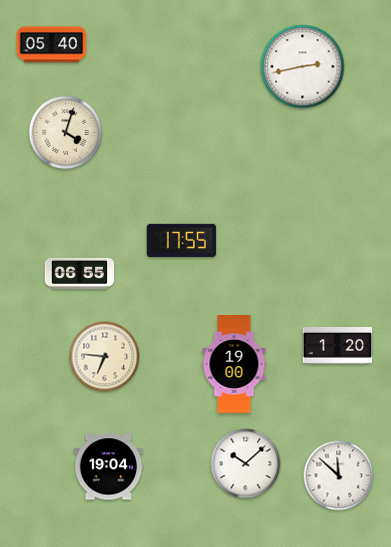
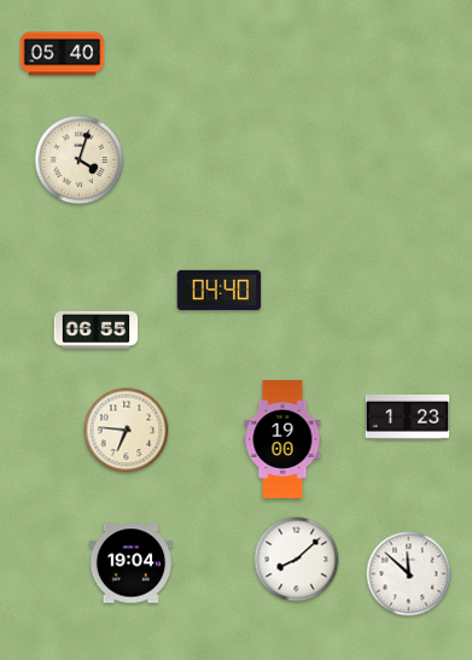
clock at (303, 67): 2:43 -> none
clock at (182, 240): 17:55 -> 04:40
clock at (338, 346): 1:20 -> 1:23
clock at (246, 464): 10:08 -> 8:08
